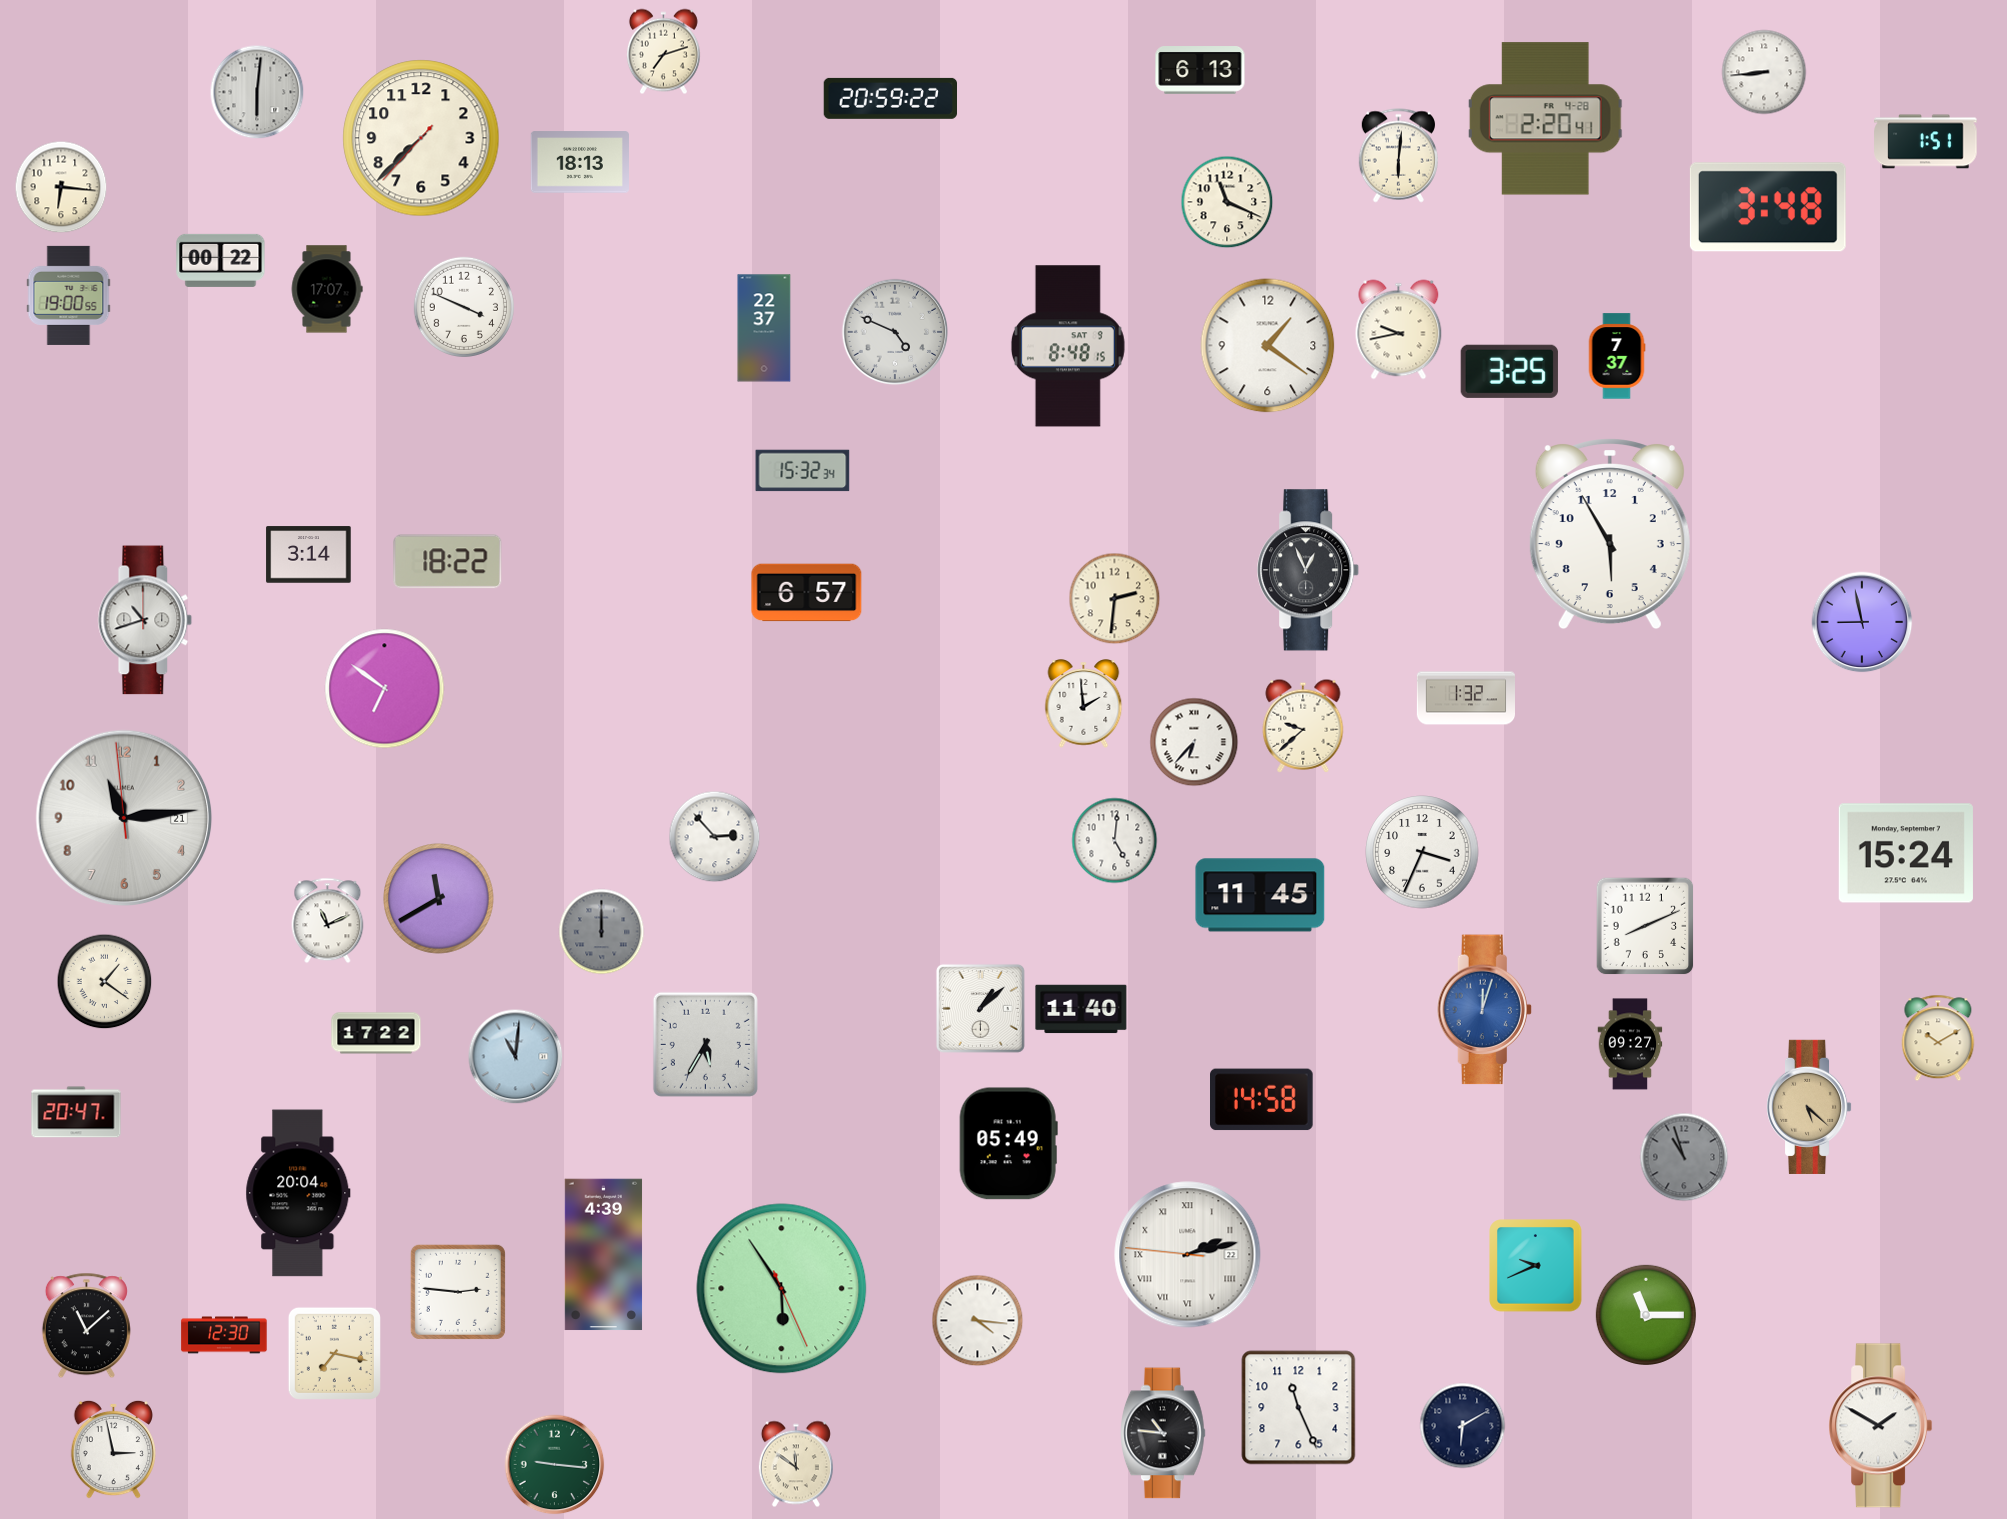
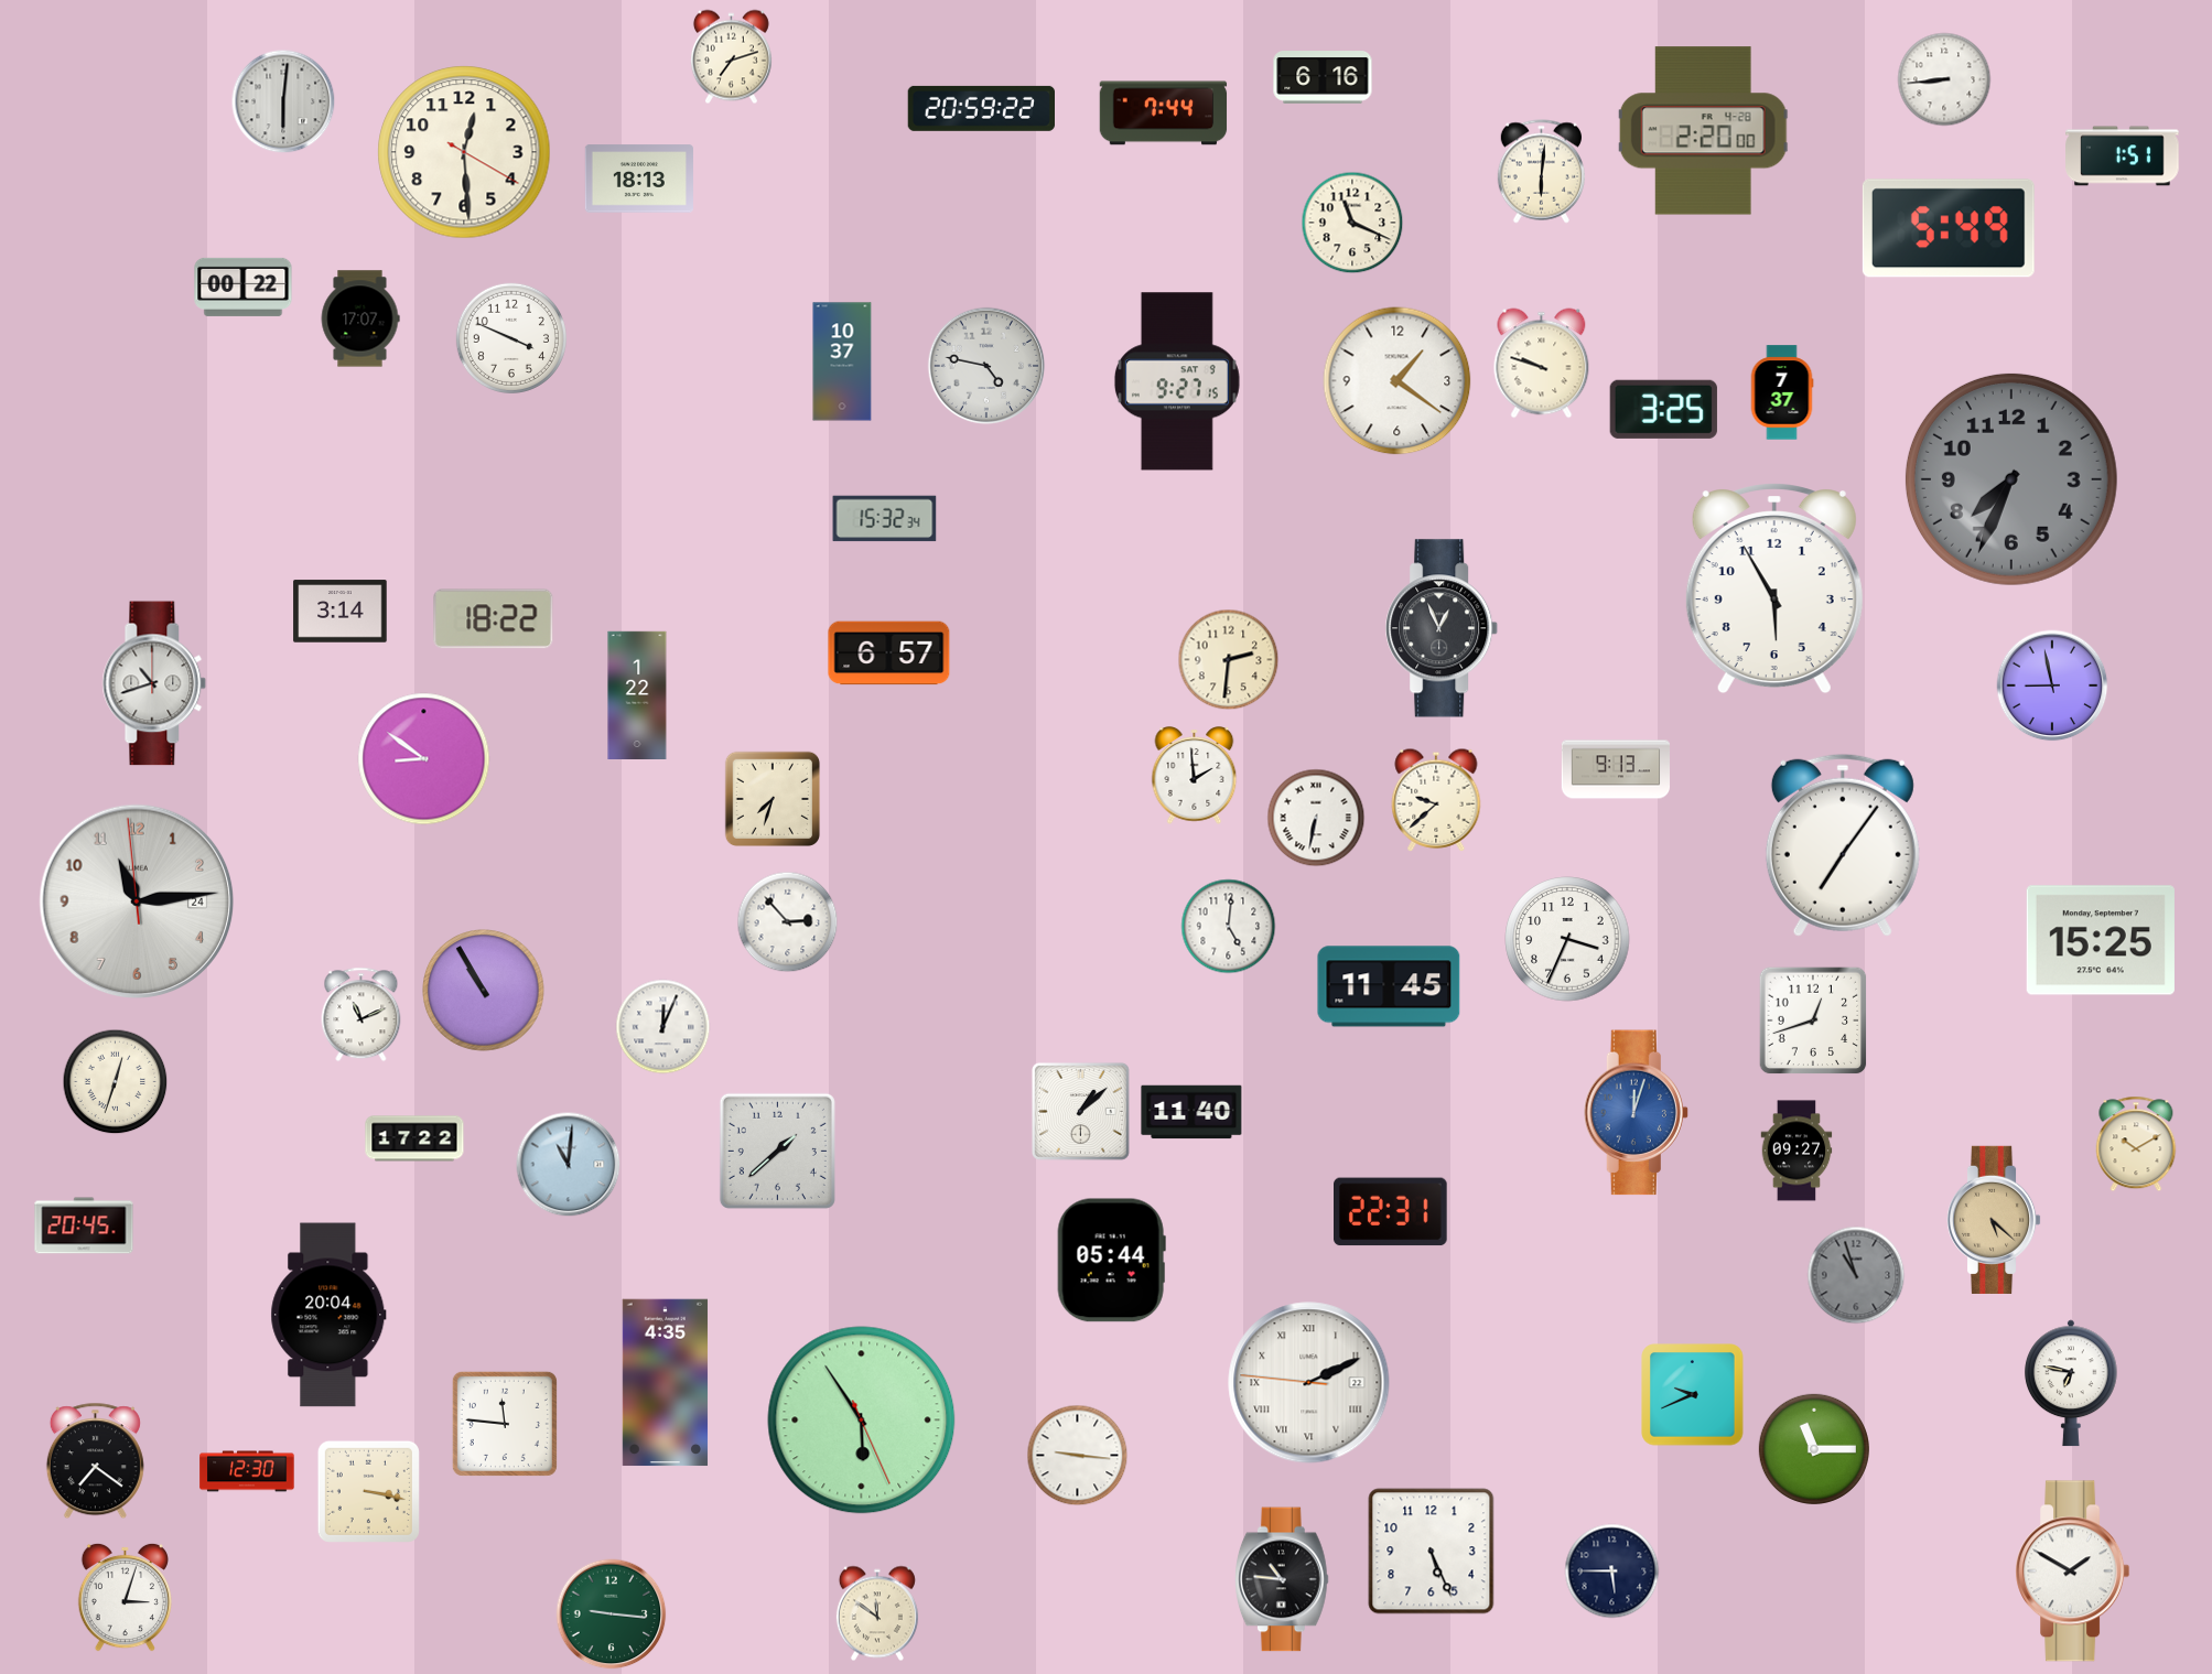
clock at (1200, 70): 6:13 -> 6:16
clock at (1164, 114): none -> 7:44
clock at (1546, 119): 2:20:41 -> 2:20:00
clock at (421, 138): 7:37 -> 12:29
clock at (61, 187): 6:16 -> none
clock at (1768, 207): 3:48 -> 5:49
clock at (69, 295): 19:00 -> none
clock at (764, 328): 22:37 -> 10:37
clock at (1399, 330): 9:43 -> 9:48
clock at (895, 332): 4:49 -> 4:47
clock at (1068, 346): 8:48 -> 9:27
clock at (2011, 479): none -> 7:34
clock at (145, 620) position: (145, 620) -> (154, 683)
clock at (637, 694): none -> 1:22
clock at (385, 689): 6:51 -> 8:51
clock at (1465, 698): 1:32 -> 9:13
clock at (773, 799): none -> 7:33
clock at (1194, 742): 6:37 -> 6:32
clock at (1843, 845): none -> 7:06
clock at (124, 818) date: 21 -> 24
clock at (1906, 853): 15:24 -> 15:25
clock at (439, 899): 11:40 -> 10:55
clock at (1645, 926): 8:11 -> 12:42
clock at (602, 932): 12:00 -> 12:04
clock at (602, 932) dial: grey -> white
clock at (105, 982): 1:21 -> 12:33
clock at (705, 1044): 5:35 -> 1:38
clock at (1262, 1100): 14:58 -> 22:31
clock at (76, 1112): 20:47 -> 20:45
clock at (1008, 1144): 05:49 -> 05:44
clock at (604, 1255): 4:39 -> 4:35
clock at (1188, 1255): 2:12 -> 2:10
clock at (2072, 1383): none -> 6:47
clock at (458, 1292): 2:46 -> 11:46
clock at (978, 1321): 4:16 -> 9:16
clock at (86, 1326): 11:08 -> 7:21
clock at (334, 1353): 7:17 -> 3:17
clock at (1299, 1408): 11:26 -> 5:26
clock at (1463, 1426): 6:10 -> 5:45
clock at (113, 1449): 2:58 -> 3:03
